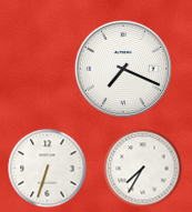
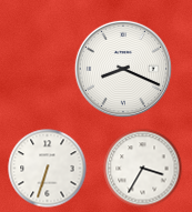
clock at (123, 69): 7:19 -> 8:19
clock at (143, 169): 7:35 -> 3:35
